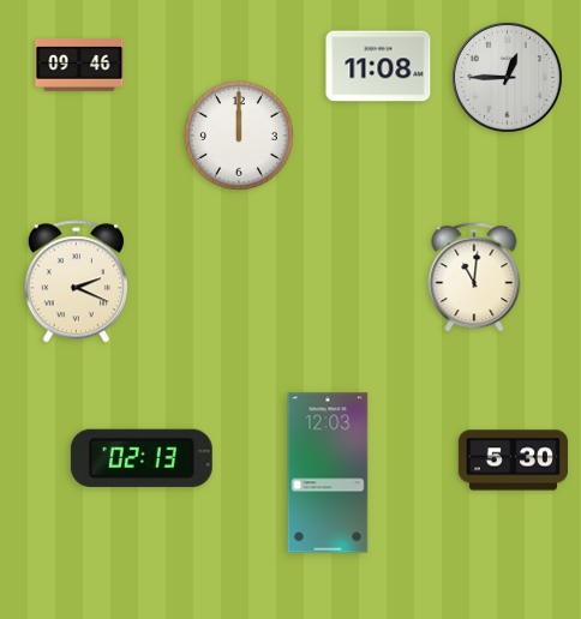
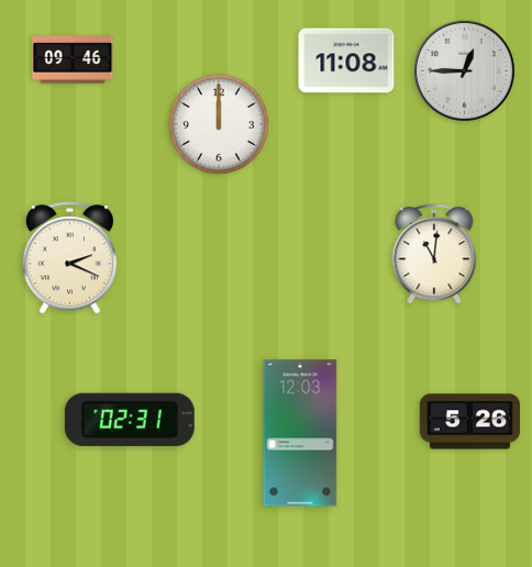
clock at (142, 458): 02:13 -> 02:31
clock at (513, 461): 5:30 -> 5:26
